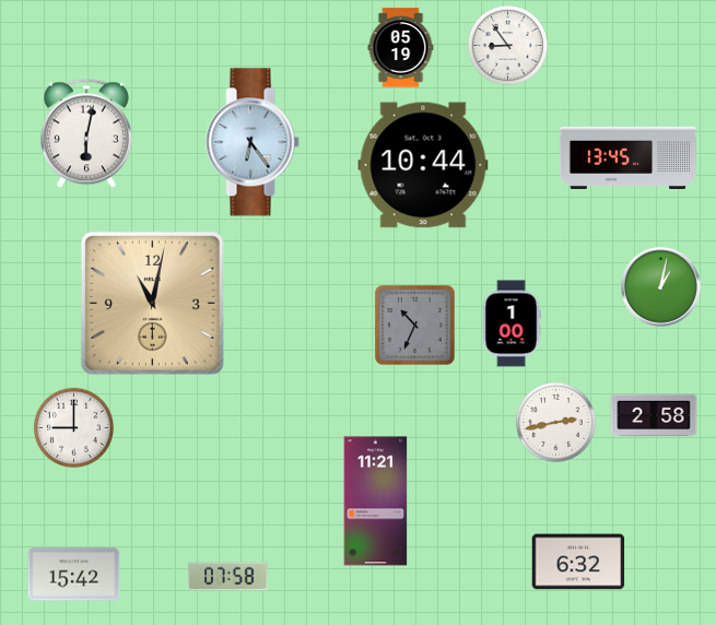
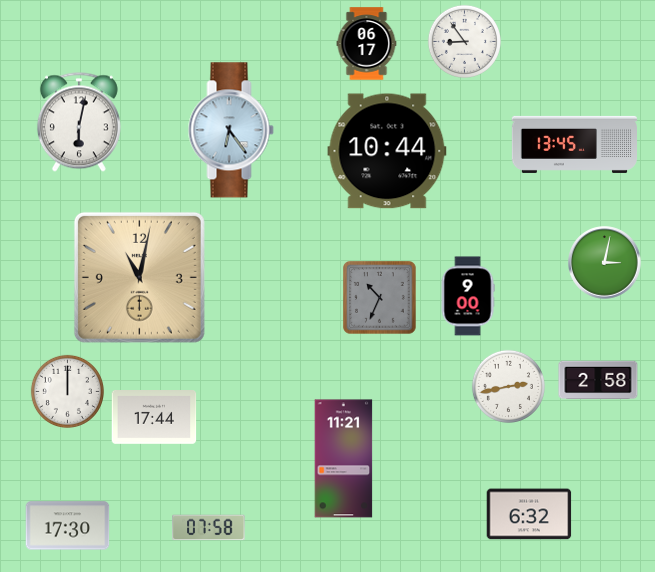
clock at (401, 48): 05:19 -> 06:17
clock at (661, 287): 1:02 -> 3:02
clock at (512, 323): 1:00 -> 9:00
clock at (73, 427): 9:00 -> 12:00
clock at (154, 418): none -> 17:44
clock at (74, 575): 15:42 -> 17:30
